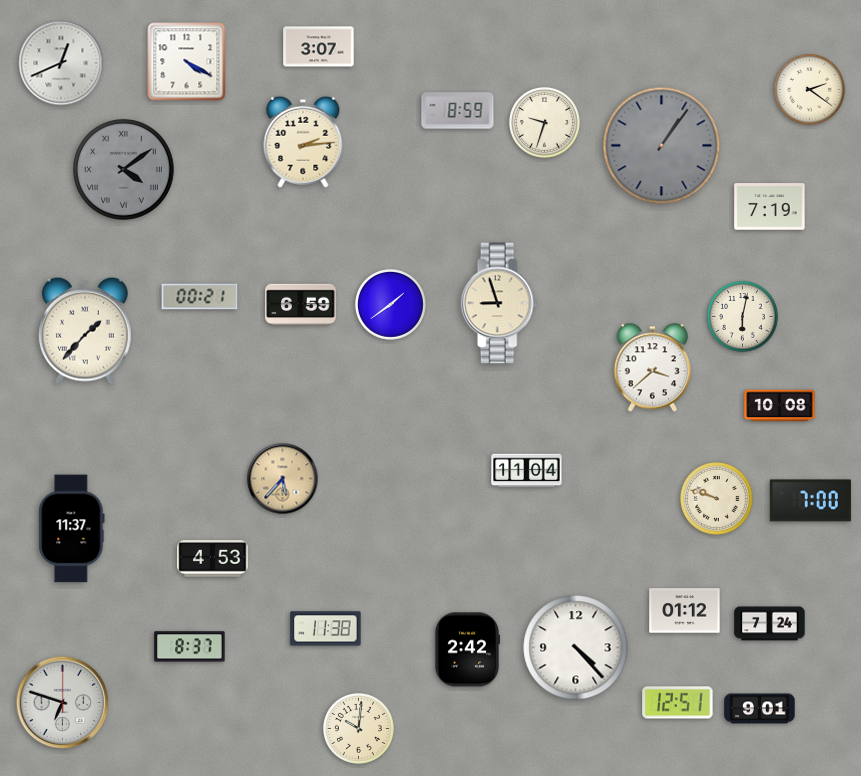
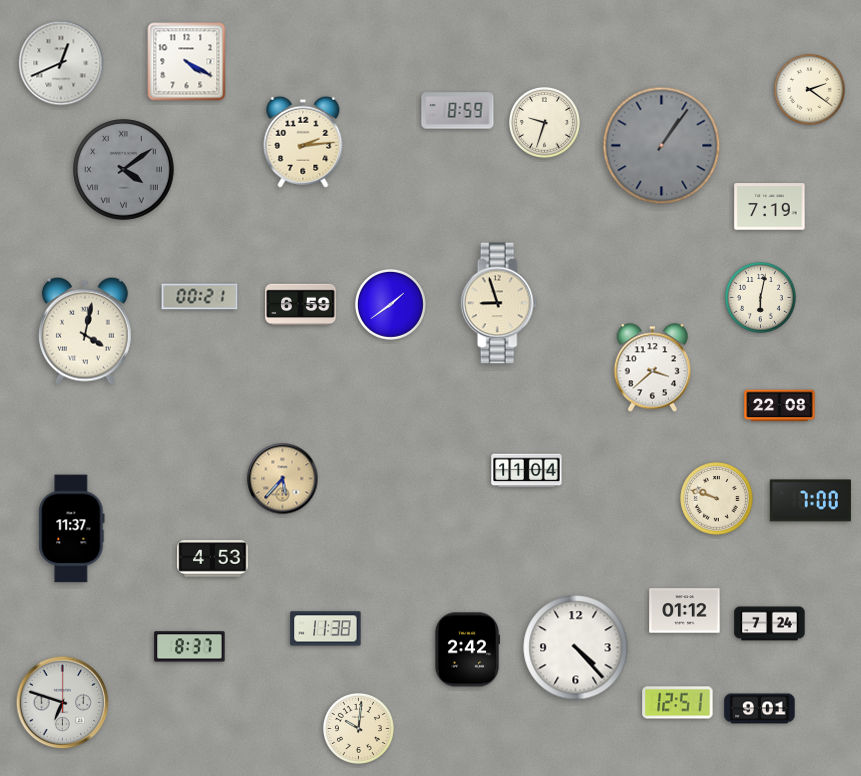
clock at (319, 47): 3:07 -> none
clock at (742, 316) position: (742, 316) -> (760, 297)
clock at (85, 331): 1:37 -> 4:02
clock at (780, 406): 10:08 -> 22:08
